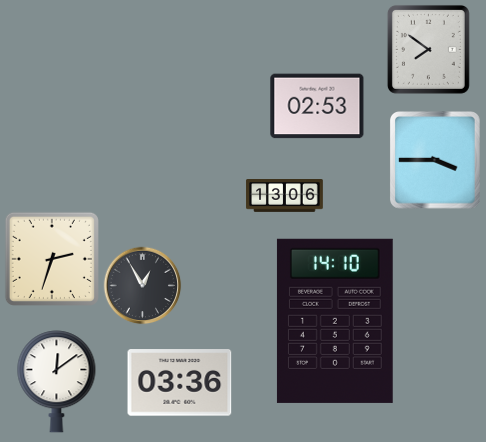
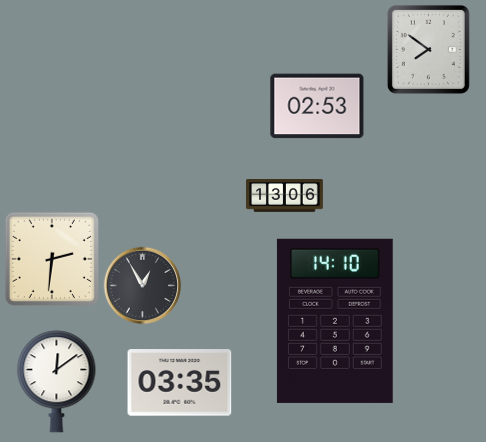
clock at (436, 161): 3:45 -> none
clock at (52, 259): 2:33 -> 2:31
clock at (180, 383): 03:36 -> 03:35
